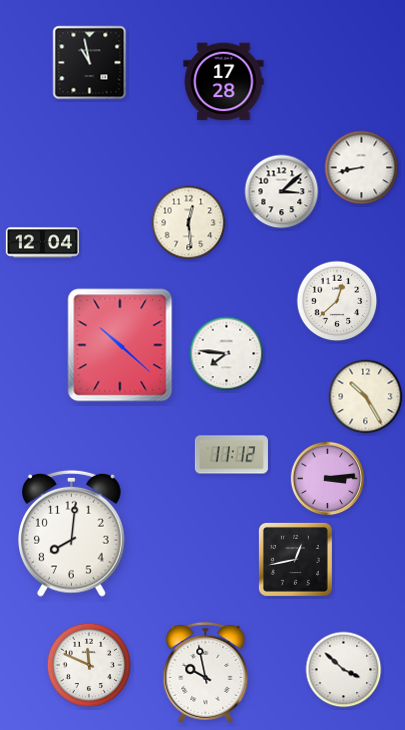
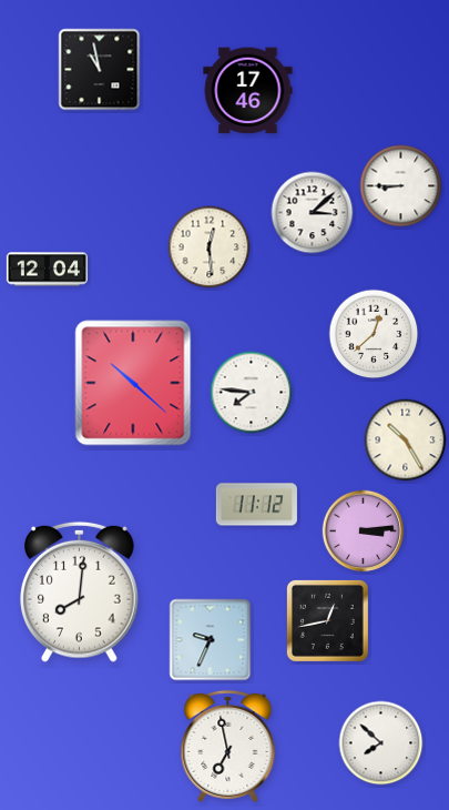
clock at (224, 82): 17:28 -> 17:46
clock at (362, 168): 8:43 -> 8:45
clock at (211, 640): none -> 9:34
clock at (89, 665): 11:49 -> none
clock at (344, 670): 3:52 -> 7:52
clock at (206, 672): 9:58 -> 6:58
